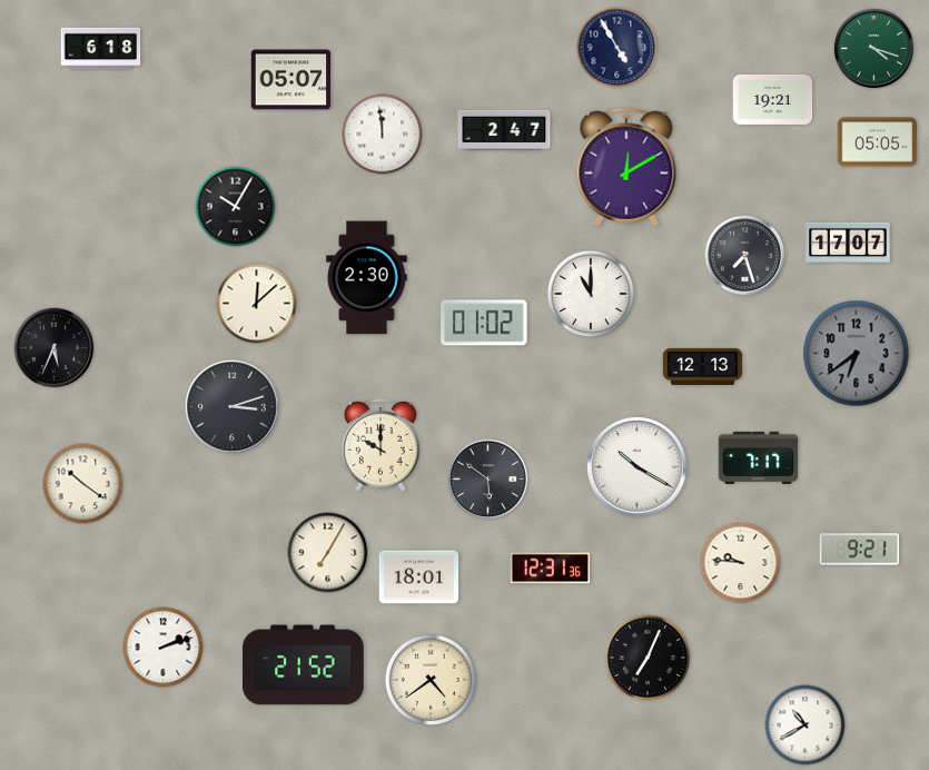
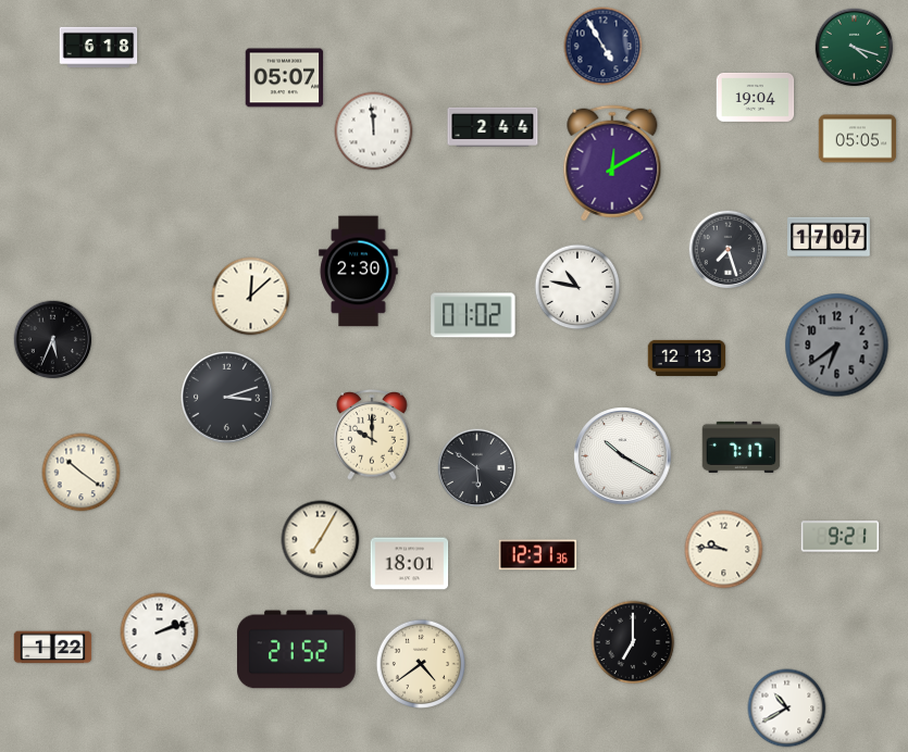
clock at (773, 99): 19:21 -> 19:04
clock at (504, 129): 2:47 -> 2:44
clock at (236, 207): 10:05 -> none
clock at (591, 294): 11:00 -> 10:47
clock at (648, 658): 7:04 -> 7:00
clock at (53, 648): none -> 1:22
